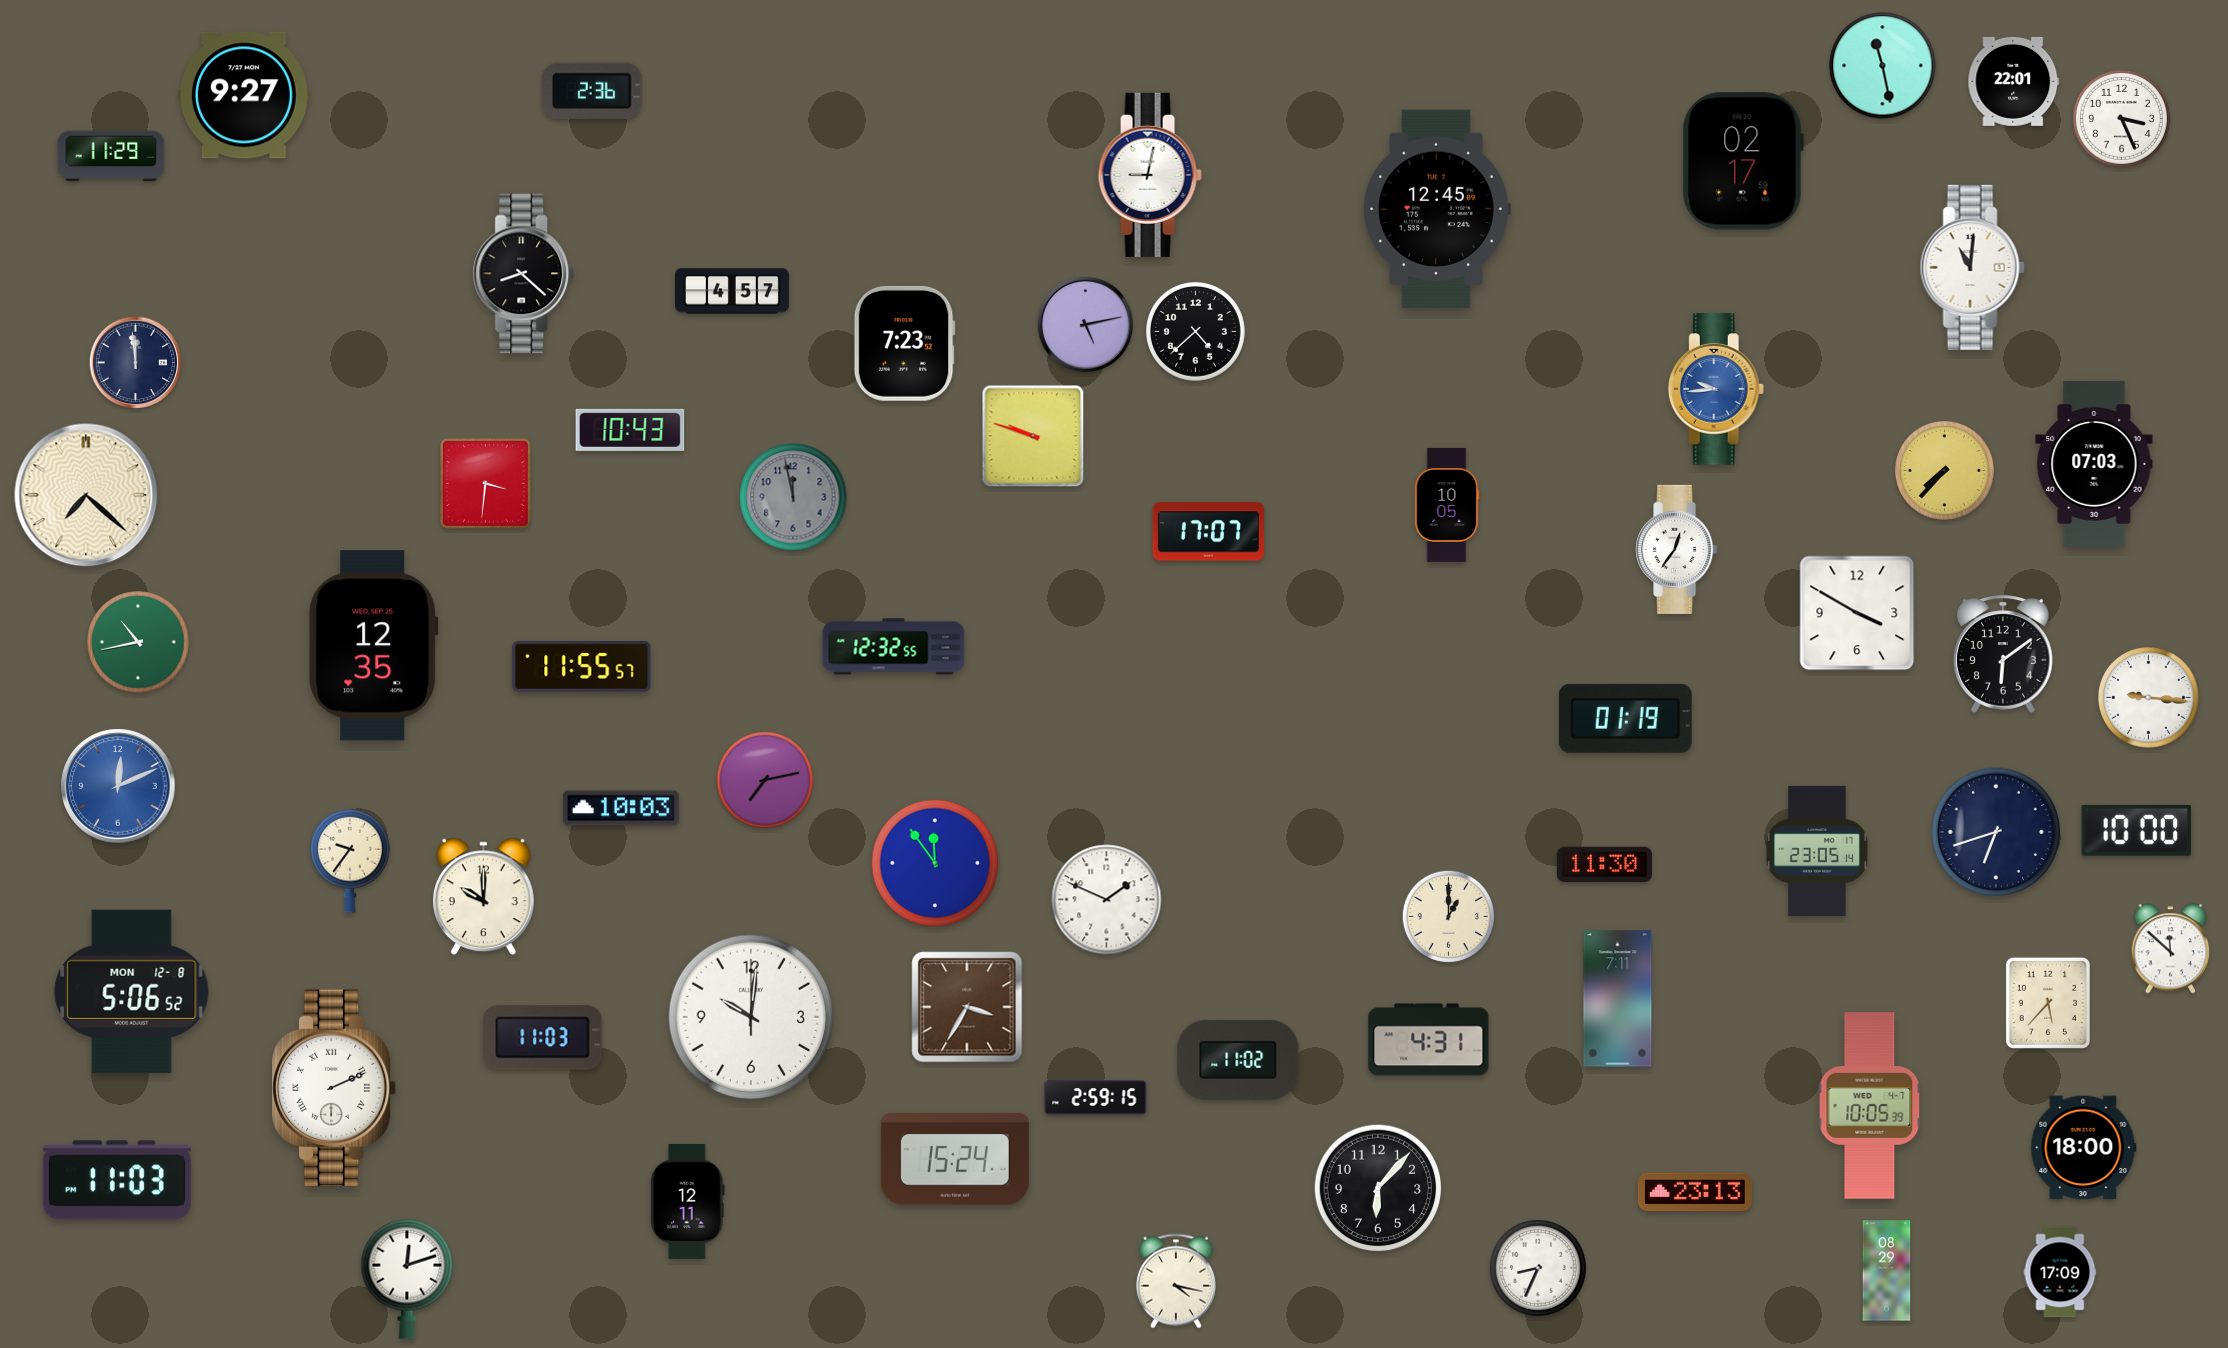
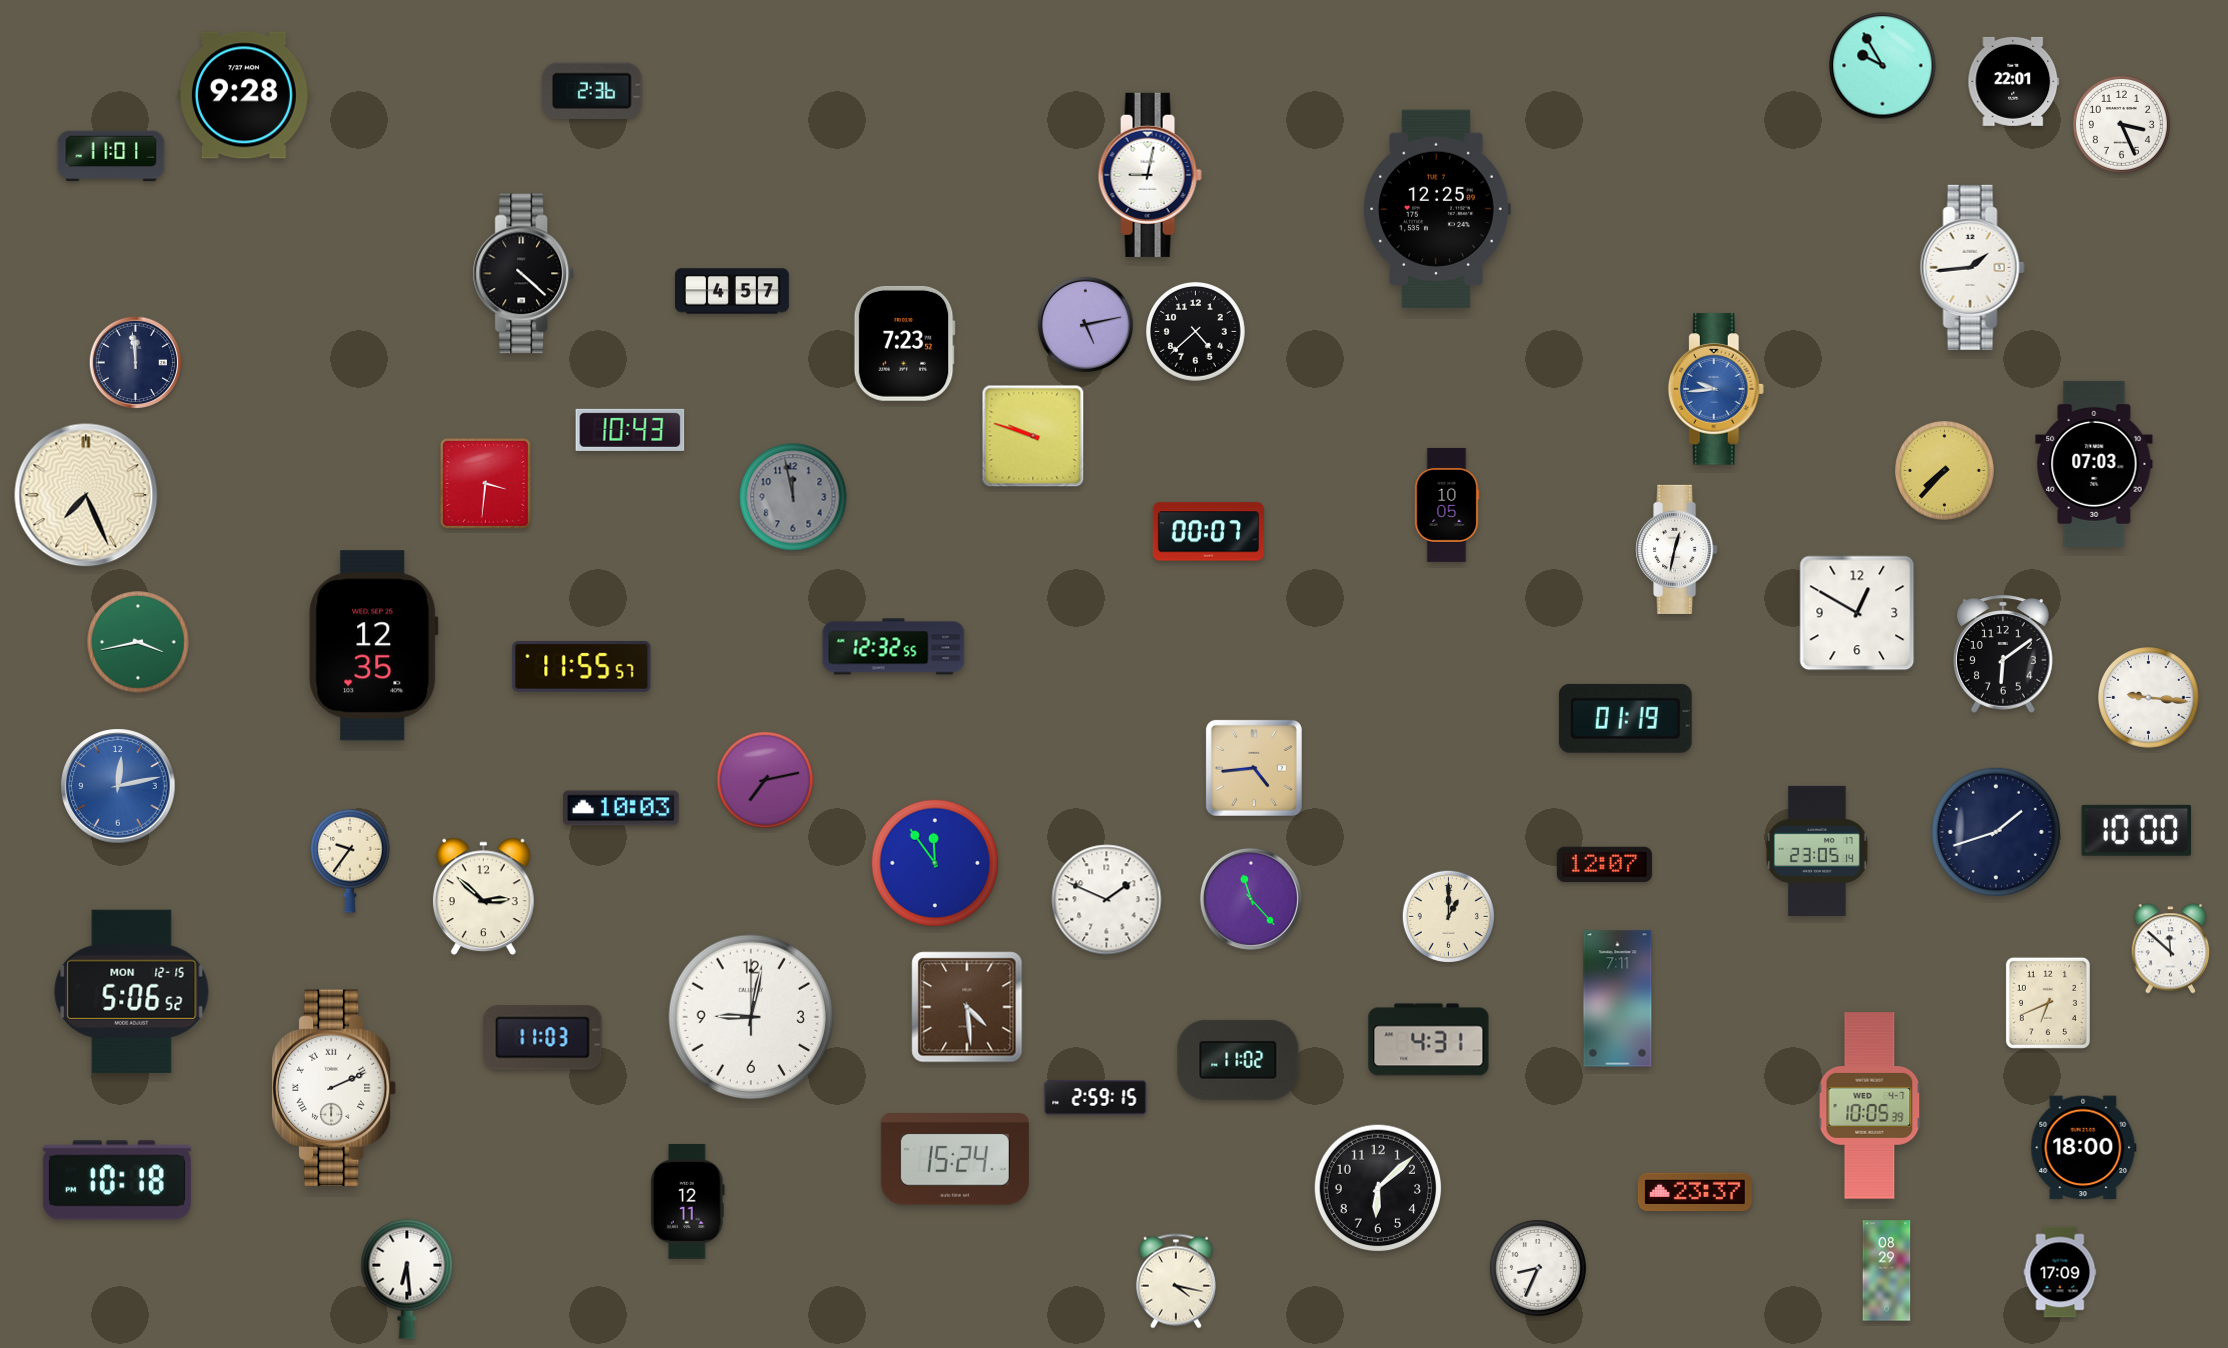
clock at (1883, 66): 11:28 -> 9:55
clock at (244, 95): 9:27 -> 9:28
clock at (2121, 118) position: (2121, 118) -> (2121, 124)
clock at (111, 156): 11:29 -> 11:01
clock at (1743, 161): 02:17 -> none
clock at (1437, 209): 12:45 -> 12:25
clock at (1972, 267): 11:01 -> 1:44
clock at (524, 274): 8:22 -> 4:22
clock at (86, 495): 7:22 -> 7:26
clock at (1208, 532): 17:07 -> 00:07
clock at (1677, 549): 12:36 -> 12:32
clock at (1857, 613): 3:50 -> 12:50
clock at (138, 642): 10:43 -> 3:43
clock at (1254, 768): none -> 4:44
clock at (118, 786): 12:11 -> 12:13
clock at (1996, 832): 6:42 -> 1:42
clock at (1604, 865): 11:30 -> 12:07
clock at (483, 897): 10:00 -> 2:52
clock at (1251, 899): none -> 11:23
clock at (132, 991) date: MON 12-8 -> MON 12-15
clock at (2048, 1003): 5:37 -> 6:41
clock at (967, 1007): 3:35 -> 4:29
clock at (750, 1016): 10:01 -> 9:02
clock at (117, 1180): 11:03 -> 10:18
clock at (1378, 1188): 6:07 -> 6:08
clock at (1695, 1192): 23:13 -> 23:37
clock at (407, 1279): 12:12 -> 6:29
